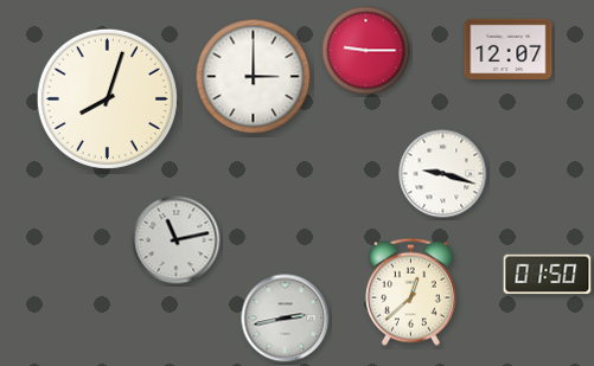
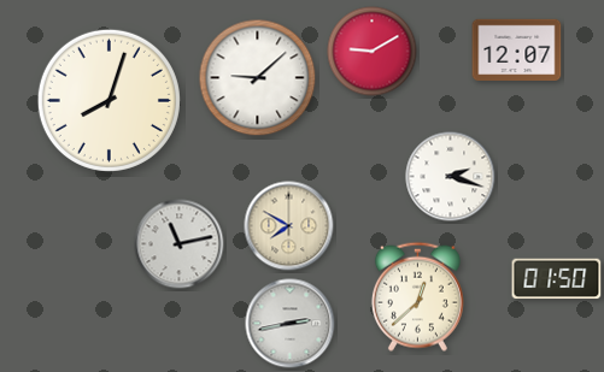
clock at (366, 51): 9:15 -> 9:10
clock at (254, 77): 3:00 -> 9:08
clock at (443, 174): 9:18 -> 2:18
clock at (289, 226): none -> 7:50
